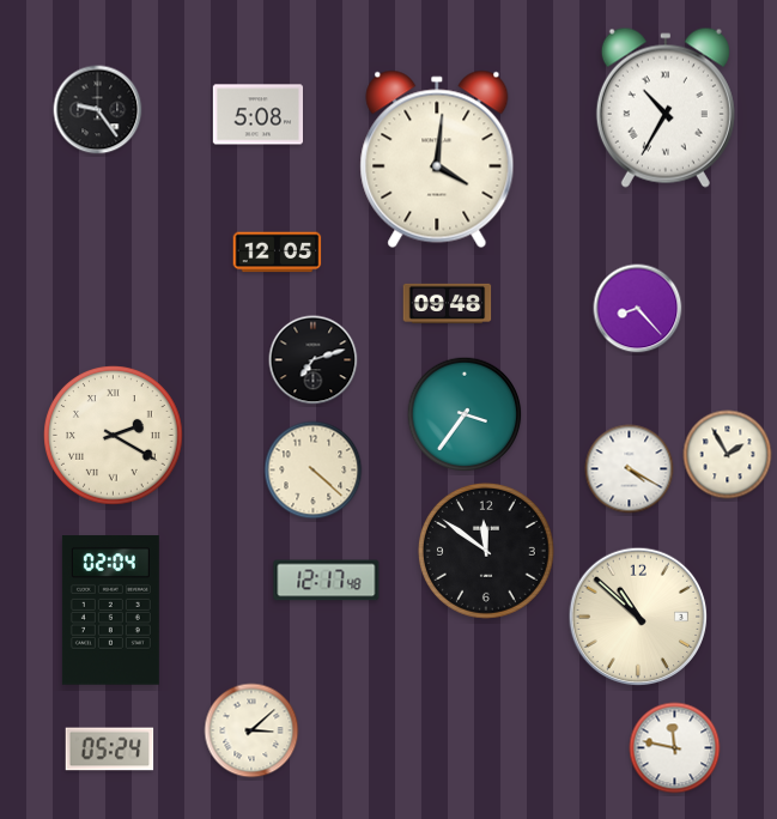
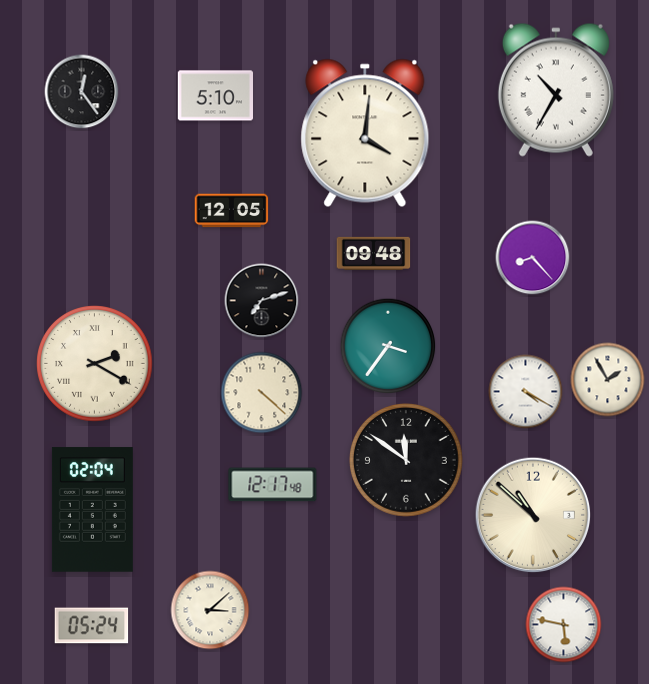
clock at (98, 110): 9:24 -> 12:24
clock at (257, 115): 5:08 -> 5:10
clock at (675, 748): 11:47 -> 5:47
